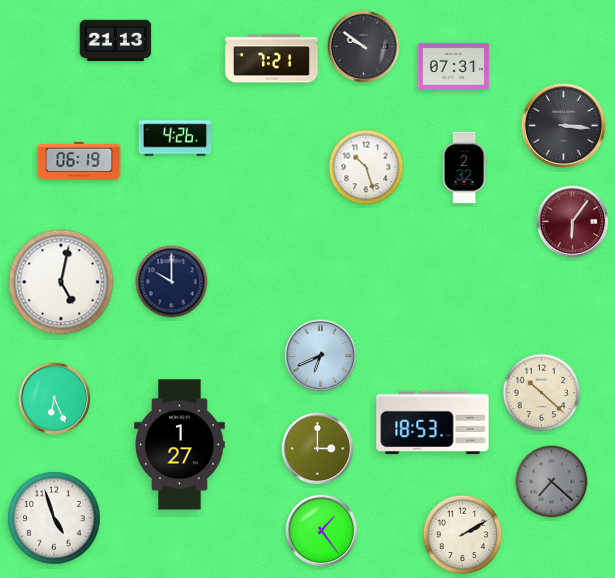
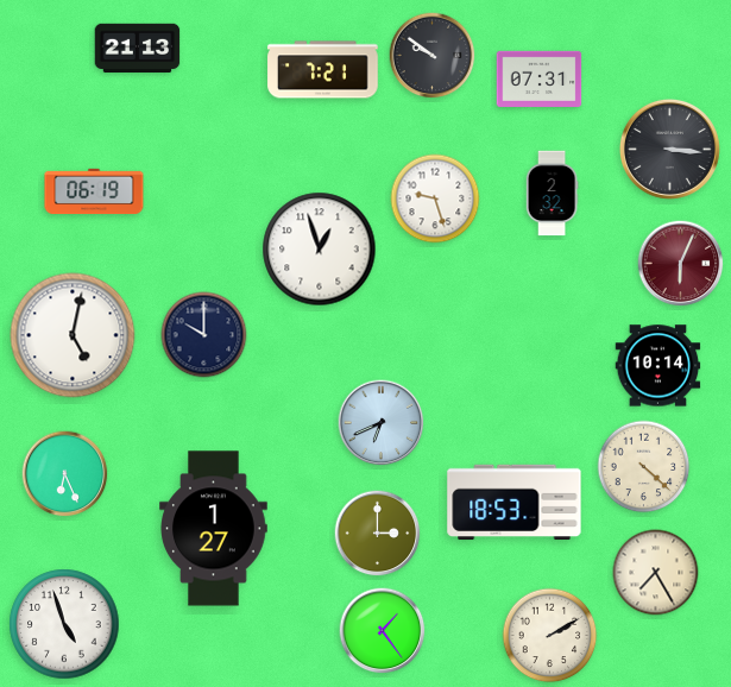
clock at (175, 138): 4:26 -> none
clock at (366, 167): 10:27 -> 9:27
clock at (464, 168) position: (464, 168) -> (552, 194)
clock at (320, 250): none -> 12:57
clock at (573, 222): 6:06 -> 6:04
clock at (658, 366): none -> 10:14
clock at (542, 393): 10:22 -> 4:22
clock at (552, 482): 7:22 -> 7:25
clock at (552, 482) dial: grey -> cream
clock at (54, 518) position: (54, 518) -> (64, 624)
